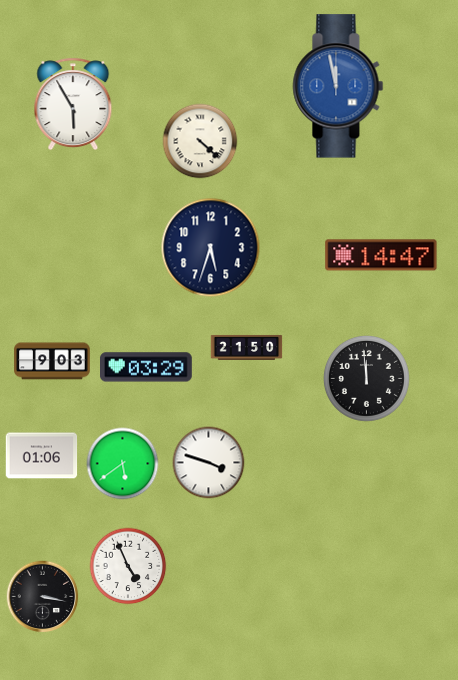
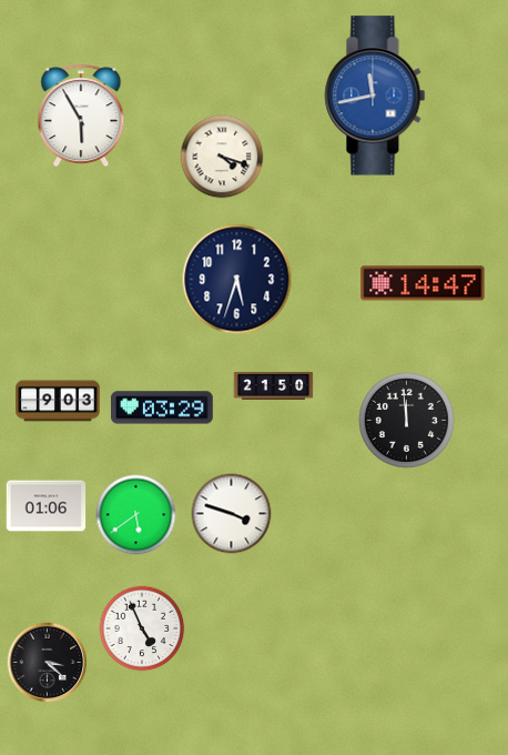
clock at (338, 86): 11:58 -> 11:43
clock at (200, 141): 4:22 -> 4:18
clock at (211, 248) position: (211, 248) -> (237, 280)
clock at (43, 597): 3:17 -> 3:22
